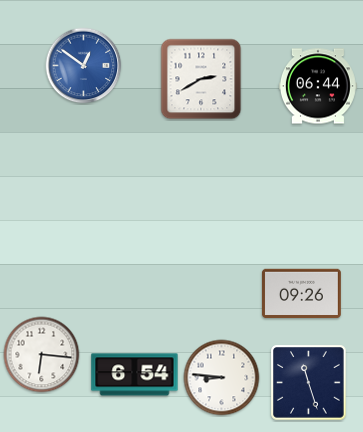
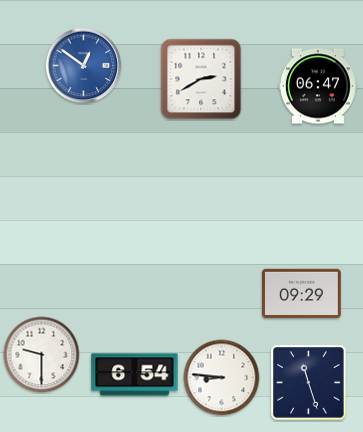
clock at (318, 86): 06:44 -> 06:47
clock at (301, 294): 09:26 -> 09:29
clock at (42, 355): 6:16 -> 9:30
